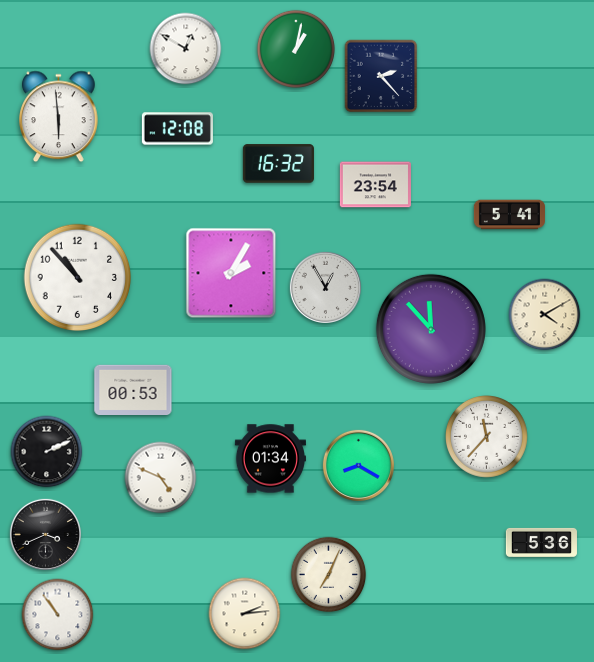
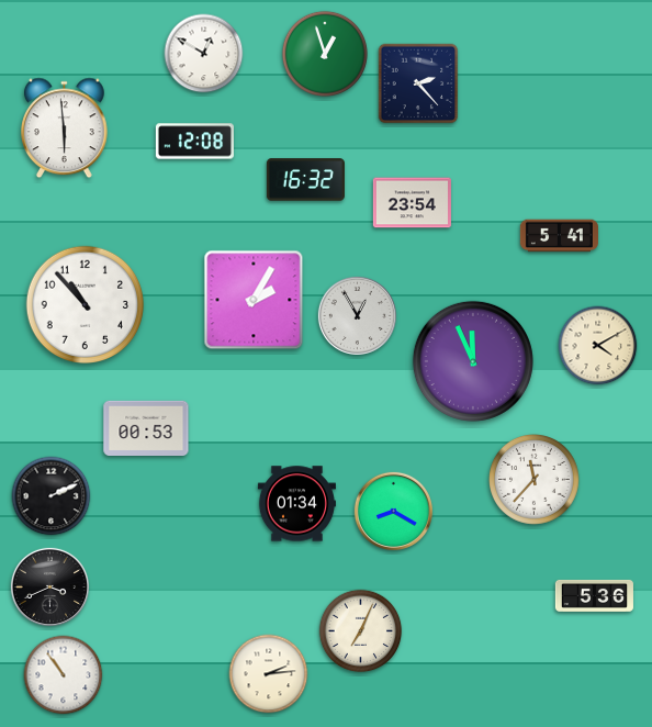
clock at (296, 49): 1:02 -> 12:57
clock at (431, 329): 11:53 -> 11:56
clock at (161, 478): 4:49 -> none
